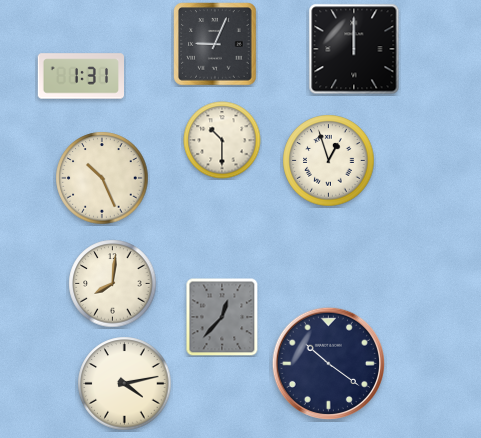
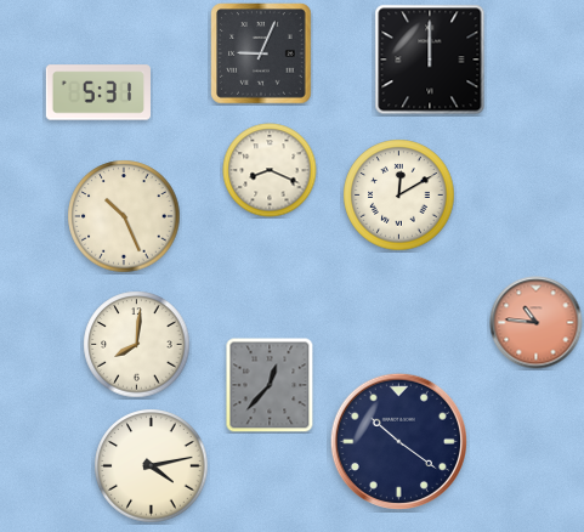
clock at (80, 76): 1:31 -> 5:31
clock at (222, 140): 10:30 -> 8:19
clock at (329, 161): 12:57 -> 12:10
clock at (537, 323): none -> 10:46
